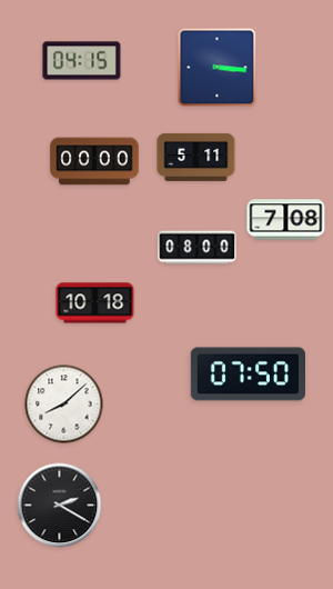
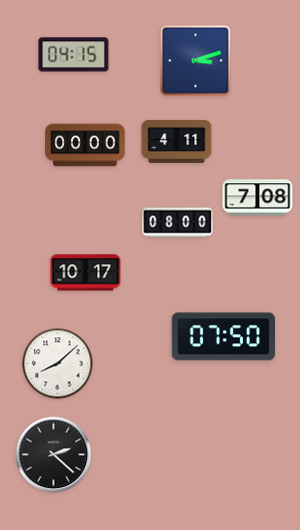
clock at (218, 68): 3:16 -> 3:12
clock at (196, 157): 5:11 -> 4:11
clock at (95, 303): 10:18 -> 10:17
clock at (60, 506): 2:20 -> 2:22
